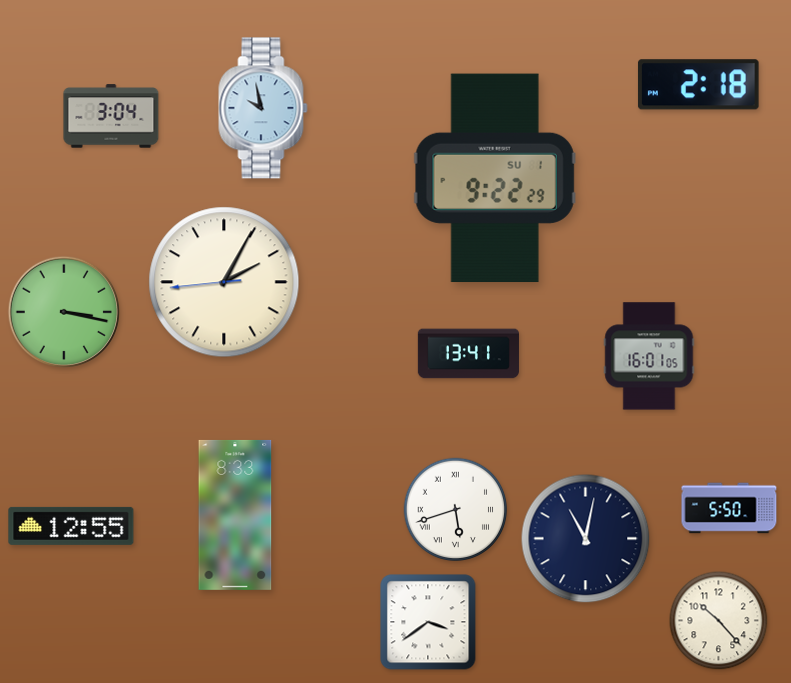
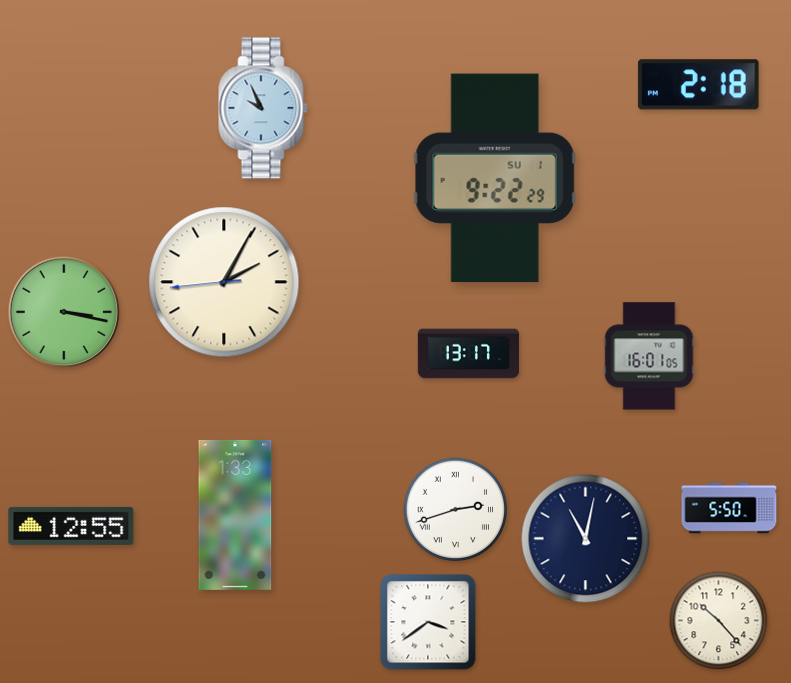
clock at (263, 108): 9:58 -> 9:56
clock at (111, 116): 3:04 -> none
clock at (468, 354): 13:41 -> 13:17
clock at (456, 510): 5:42 -> 2:42
clock at (235, 515): 8:33 -> 1:33
